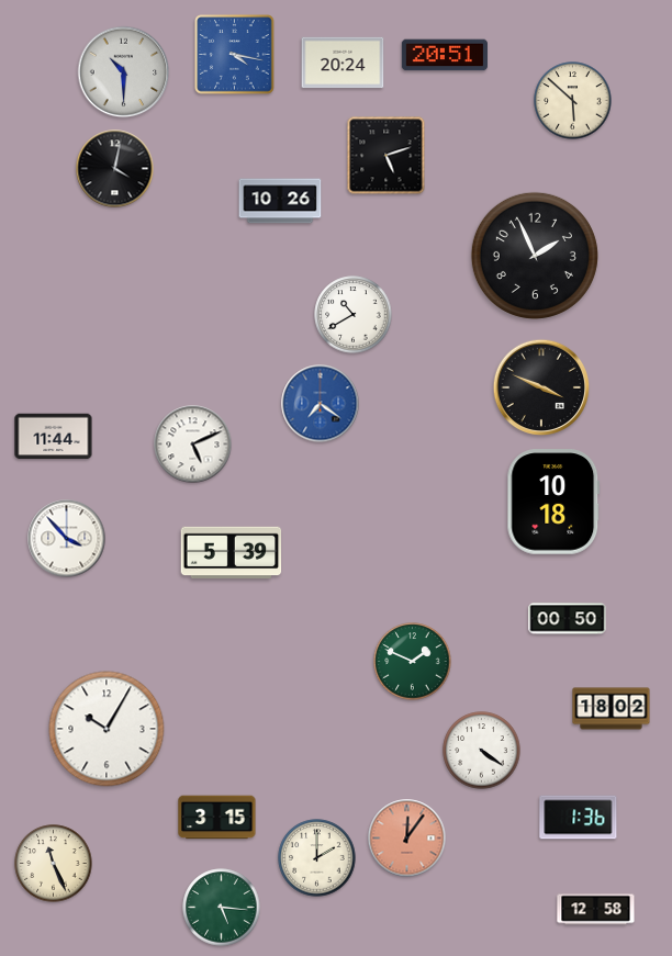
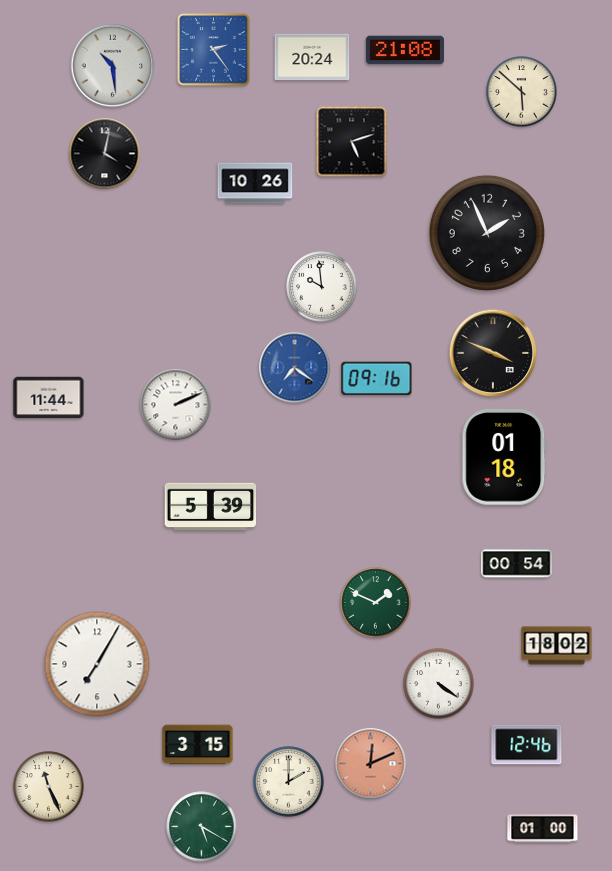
clock at (235, 55): 4:17 -> 2:24
clock at (445, 55): 20:51 -> 21:08
clock at (124, 72): 10:30 -> 10:29
clock at (354, 315): 10:40 -> 9:59
clock at (321, 404) position: (321, 404) -> (295, 368)
clock at (377, 379): none -> 09:16
clock at (193, 445): 5:11 -> 2:11
clock at (553, 502): 10:18 -> 01:18
clock at (67, 539): 3:53 -> none
clock at (232, 553) position: (232, 553) -> (211, 507)
clock at (568, 619): 00:50 -> 00:54
clock at (107, 729): 10:05 -> 7:05
clock at (579, 818): 1:36 -> 12:46
clock at (407, 839): 12:06 -> 12:11
clock at (222, 908): 5:16 -> 5:20
clock at (596, 910): 12:58 -> 01:00
